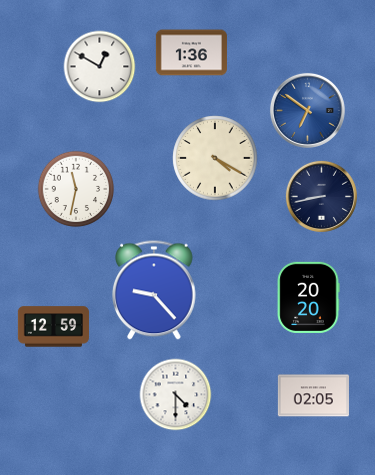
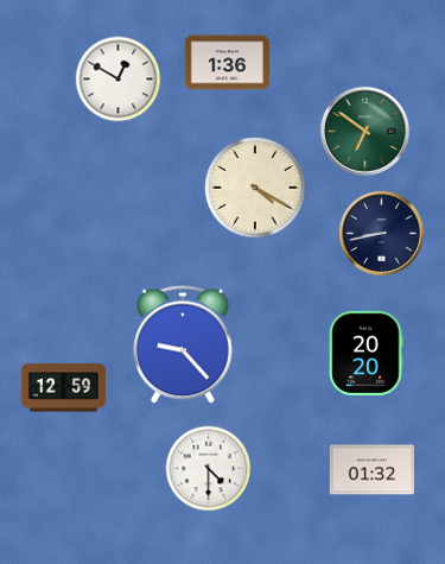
clock at (307, 110) dial: blue -> green
clock at (76, 189): 11:32 -> none
clock at (313, 396): 02:05 -> 01:32
